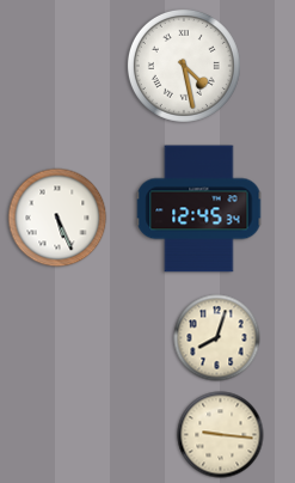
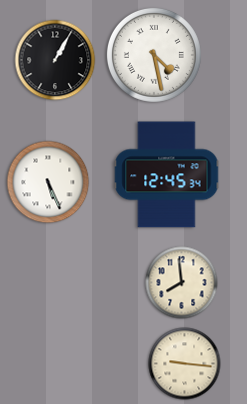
clock at (55, 60): none -> 1:05
clock at (217, 338): 8:03 -> 7:59
